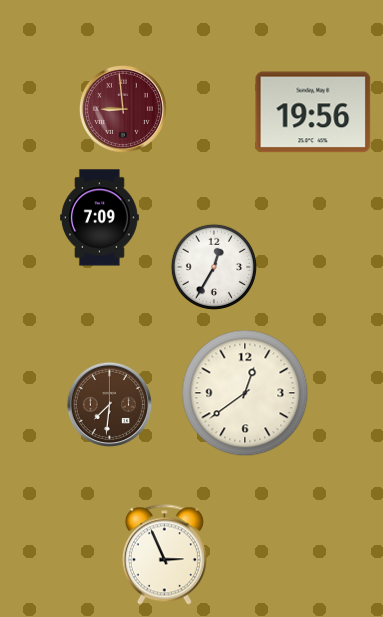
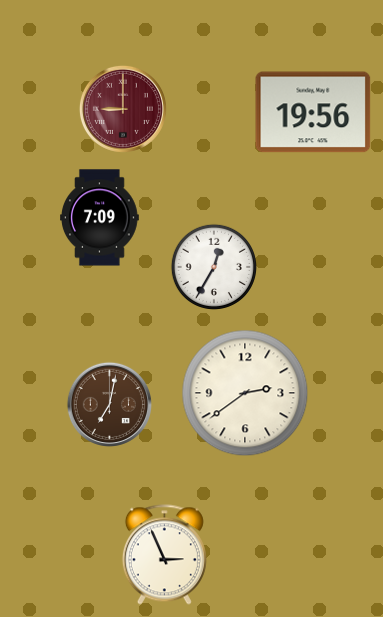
clock at (123, 109): 8:59 -> 9:00
clock at (245, 393): 12:39 -> 2:39
clock at (109, 404): 7:31 -> 7:02
